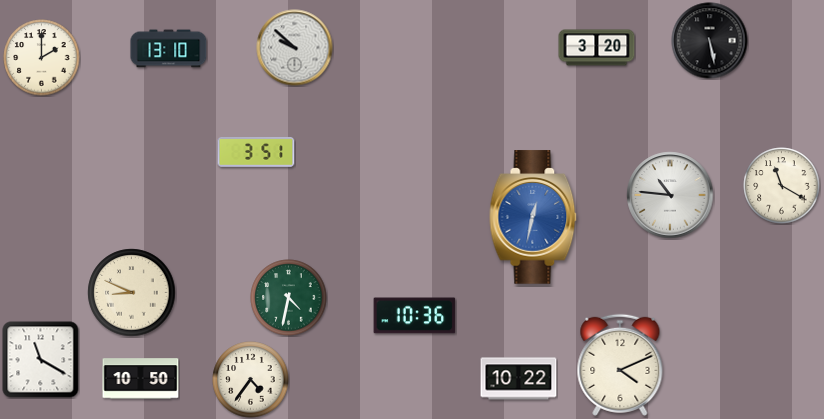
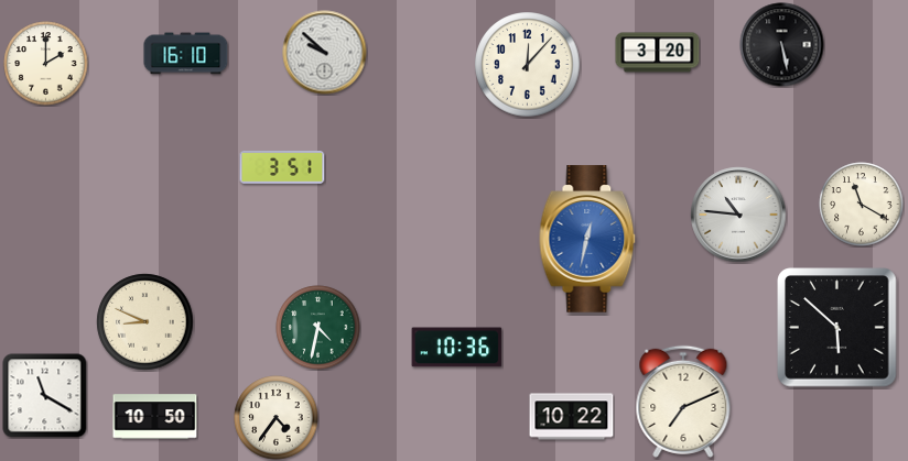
clock at (169, 49): 13:10 -> 16:10
clock at (528, 65): none -> 12:07
clock at (837, 328): none -> 5:52
clock at (620, 365): 4:11 -> 7:11
